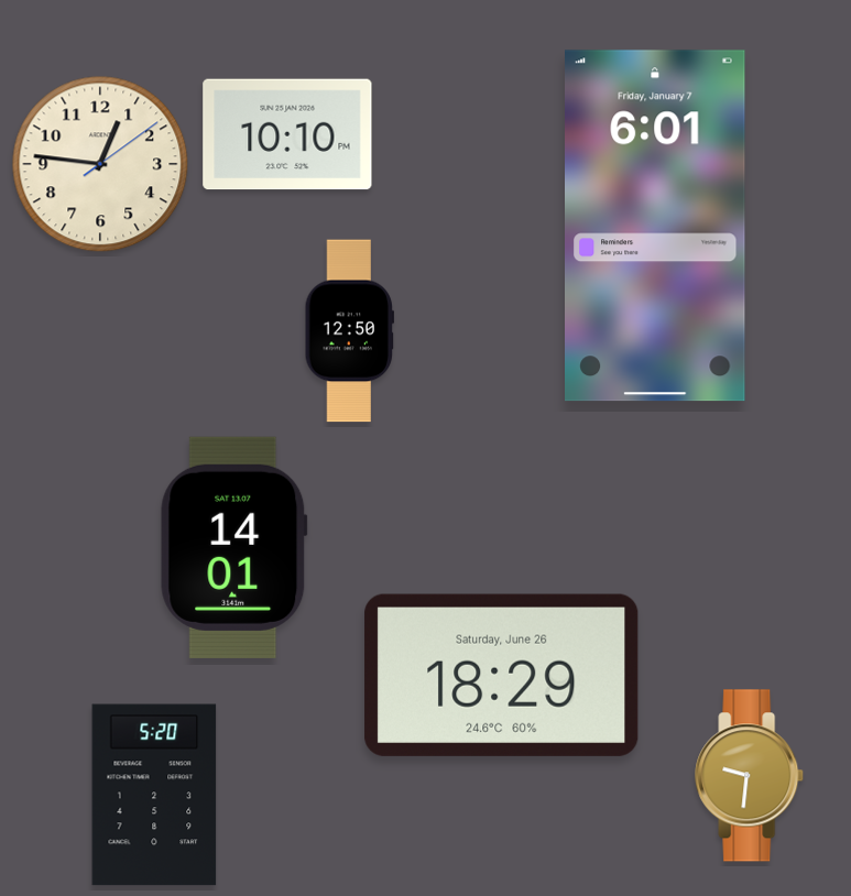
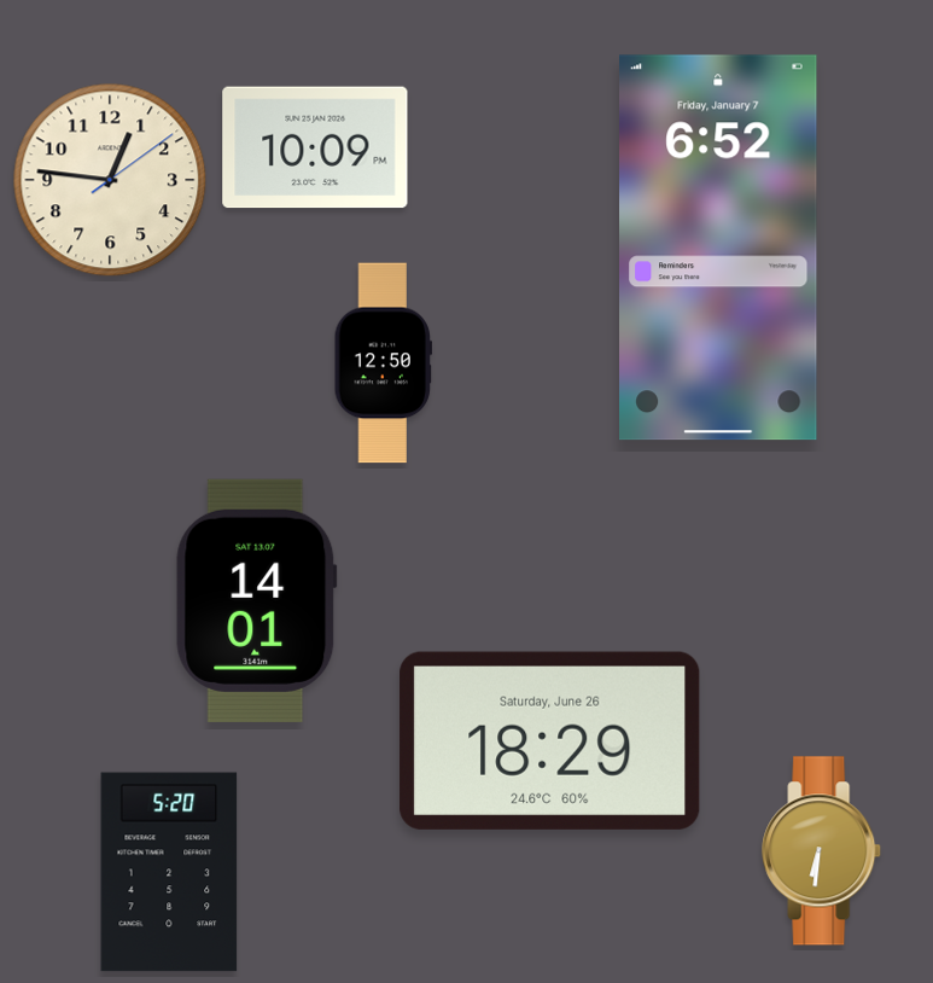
clock at (287, 134): 10:10 -> 10:09
clock at (655, 226): 6:01 -> 6:52
clock at (750, 776): 9:31 -> 6:31
